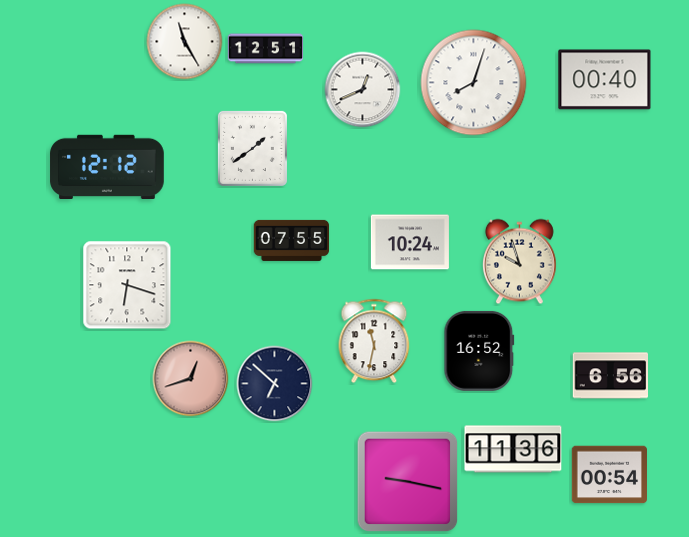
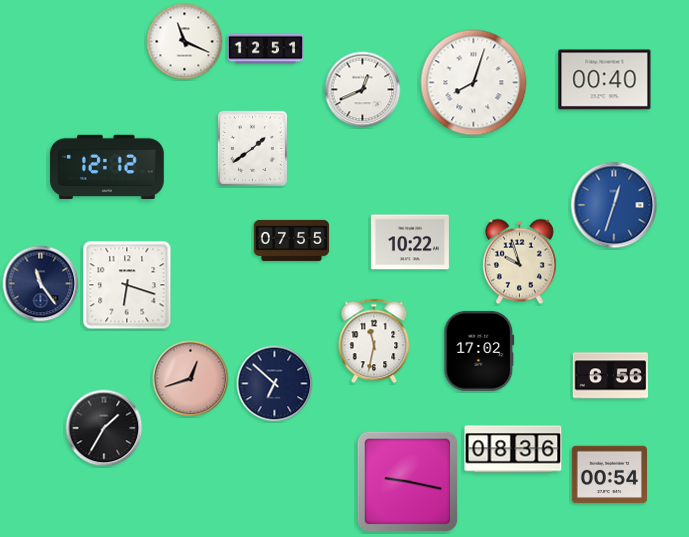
clock at (185, 42): 11:25 -> 11:19
clock at (614, 205): none -> 12:33
clock at (410, 242): 10:24 -> 10:22
clock at (41, 284): none -> 11:24
clock at (479, 351): 16:52 -> 17:02
clock at (104, 428): none -> 1:35
clock at (513, 449): 11:36 -> 08:36
